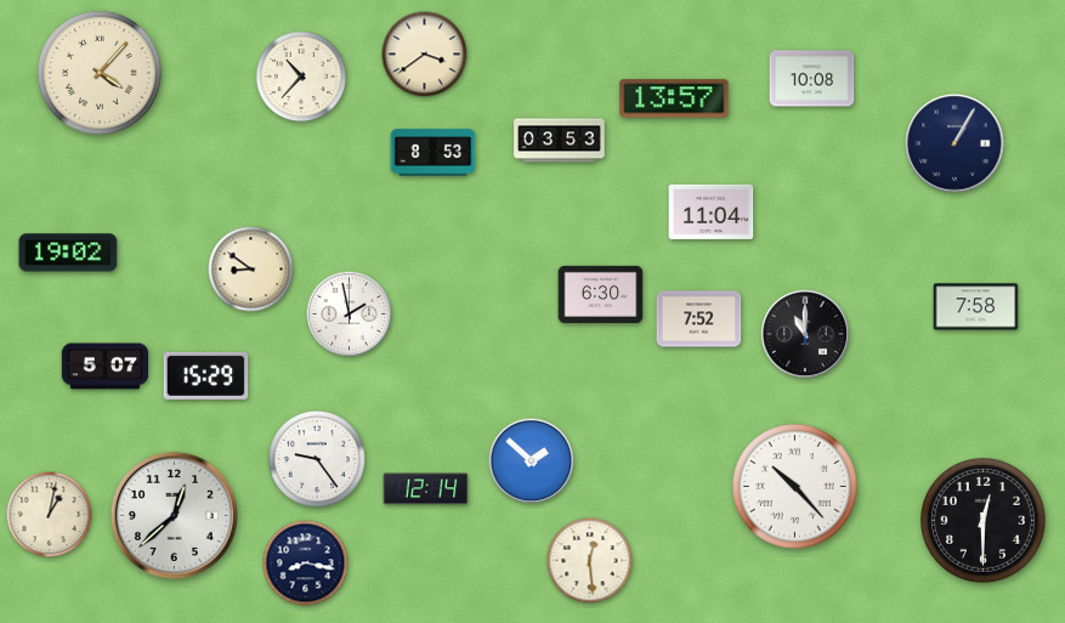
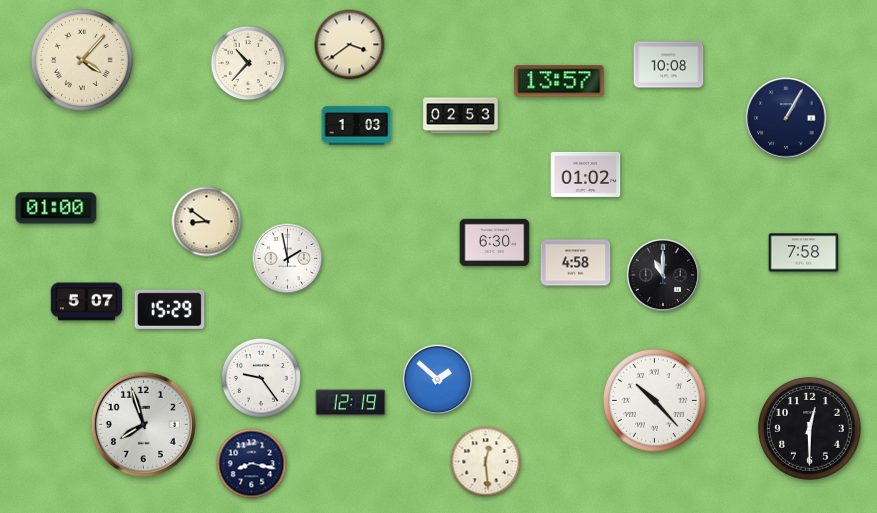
clock at (674, 98) position: (674, 98) -> (559, 81)
clock at (560, 141): 03:53 -> 02:53
clock at (434, 153): 8:53 -> 1:03
clock at (712, 211): 11:04 -> 01:02
clock at (68, 253): 19:02 -> 01:00
clock at (699, 319): 7:52 -> 4:58
clock at (426, 489): 12:14 -> 12:19
clock at (50, 515): 1:02 -> none
clock at (174, 515): 12:38 -> 7:57
